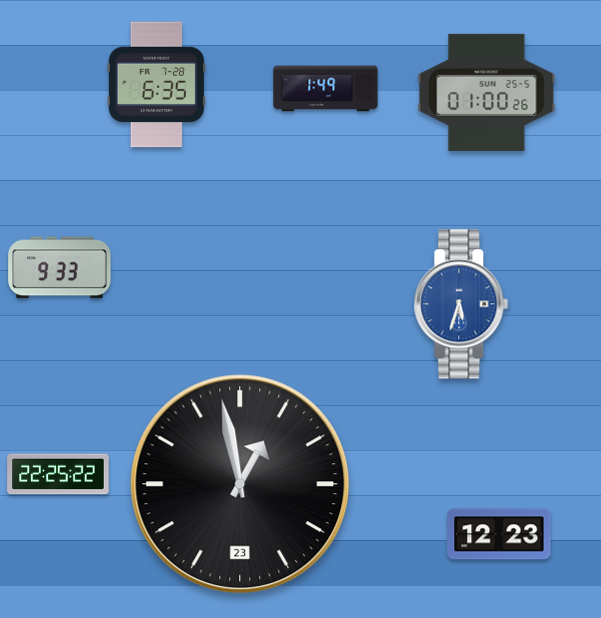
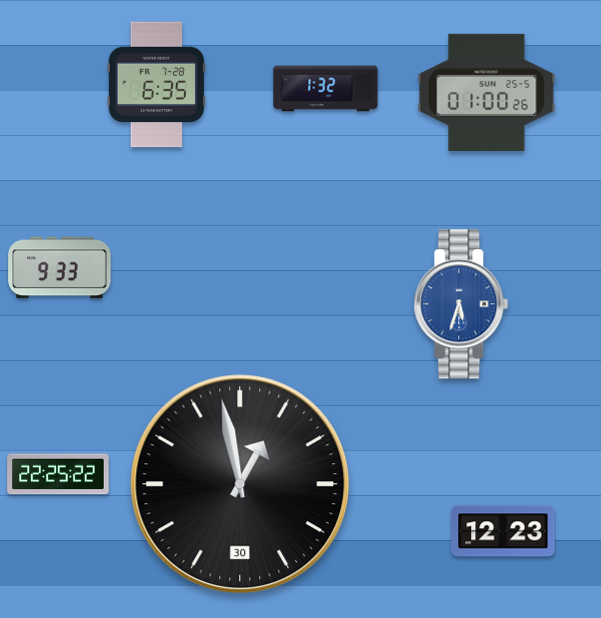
clock at (326, 89): 1:49 -> 1:32
clock at (240, 484) date: 23 -> 30
clock at (499, 534) position: (499, 534) -> (503, 531)
